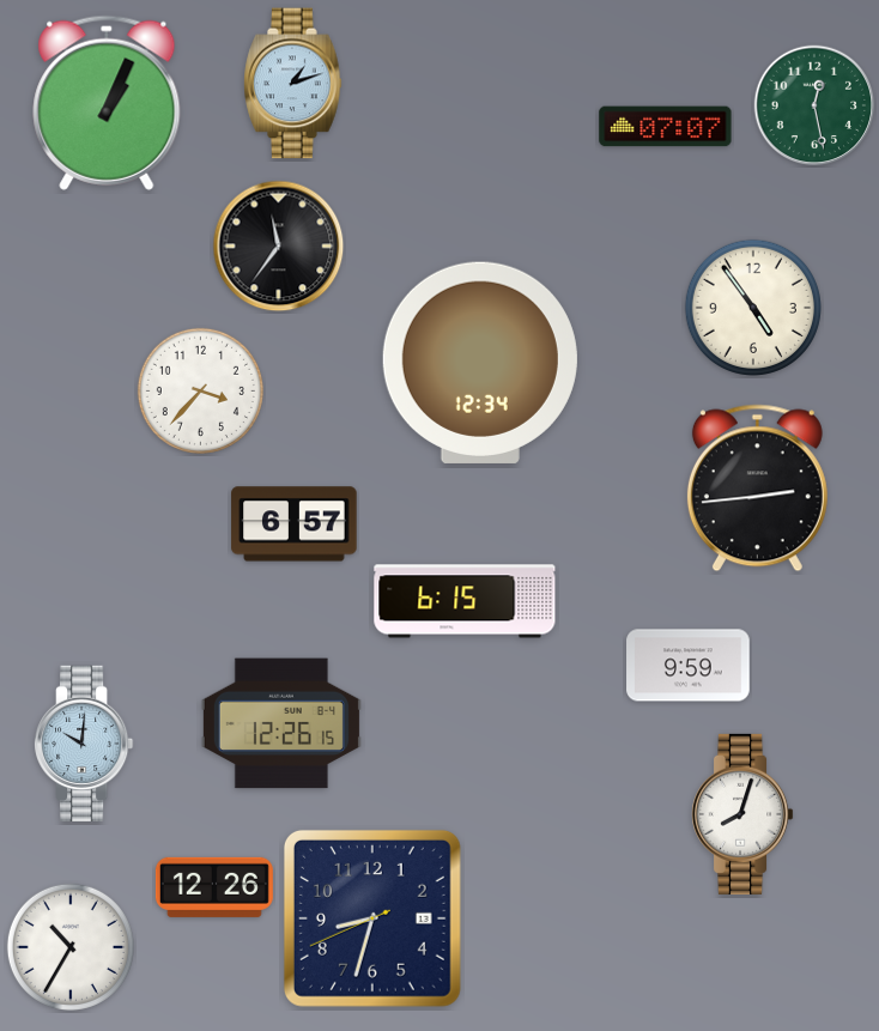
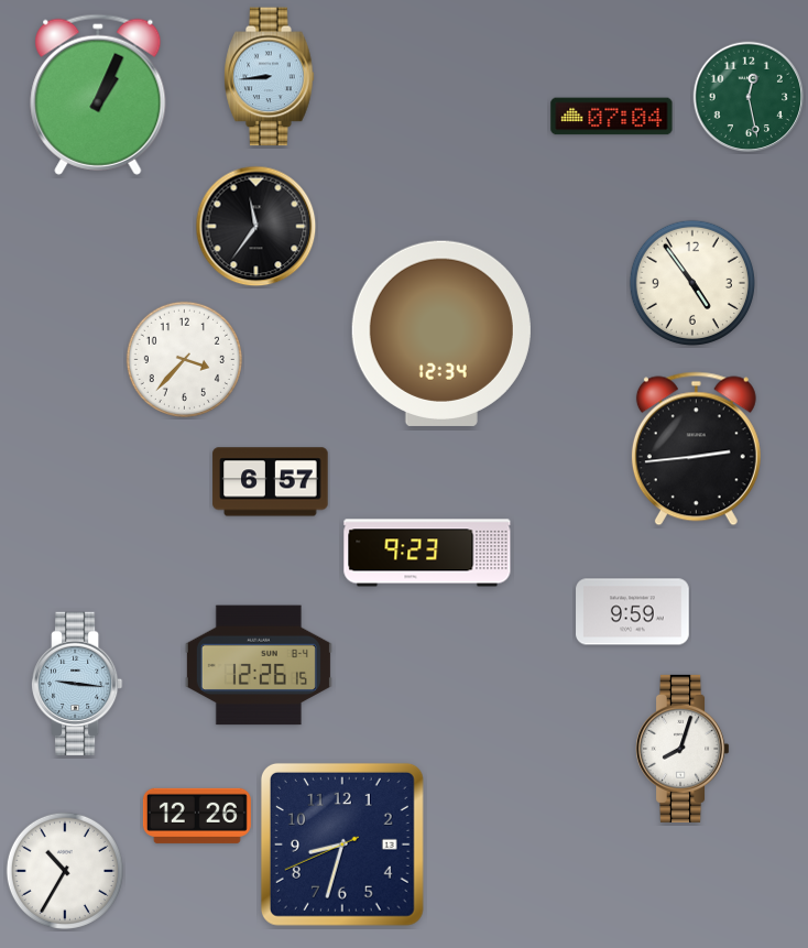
clock at (293, 84): 1:12 -> 8:44
clock at (666, 127): 07:07 -> 07:04
clock at (465, 601): 6:15 -> 9:23
clock at (85, 742): 10:01 -> 9:16
